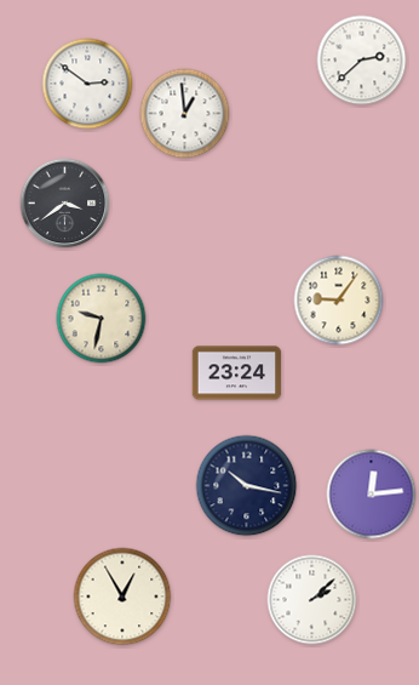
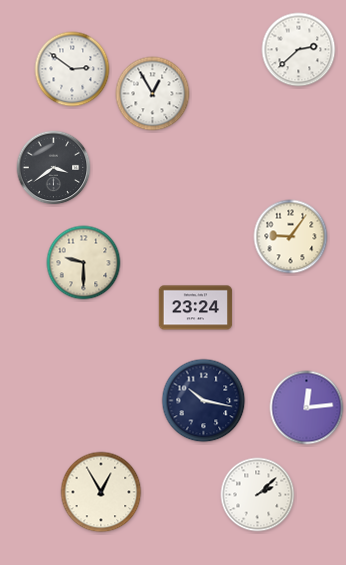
clock at (185, 114): 12:59 -> 12:55
clock at (339, 301) position: (339, 301) -> (291, 237)
clock at (102, 319): 9:32 -> 9:30
